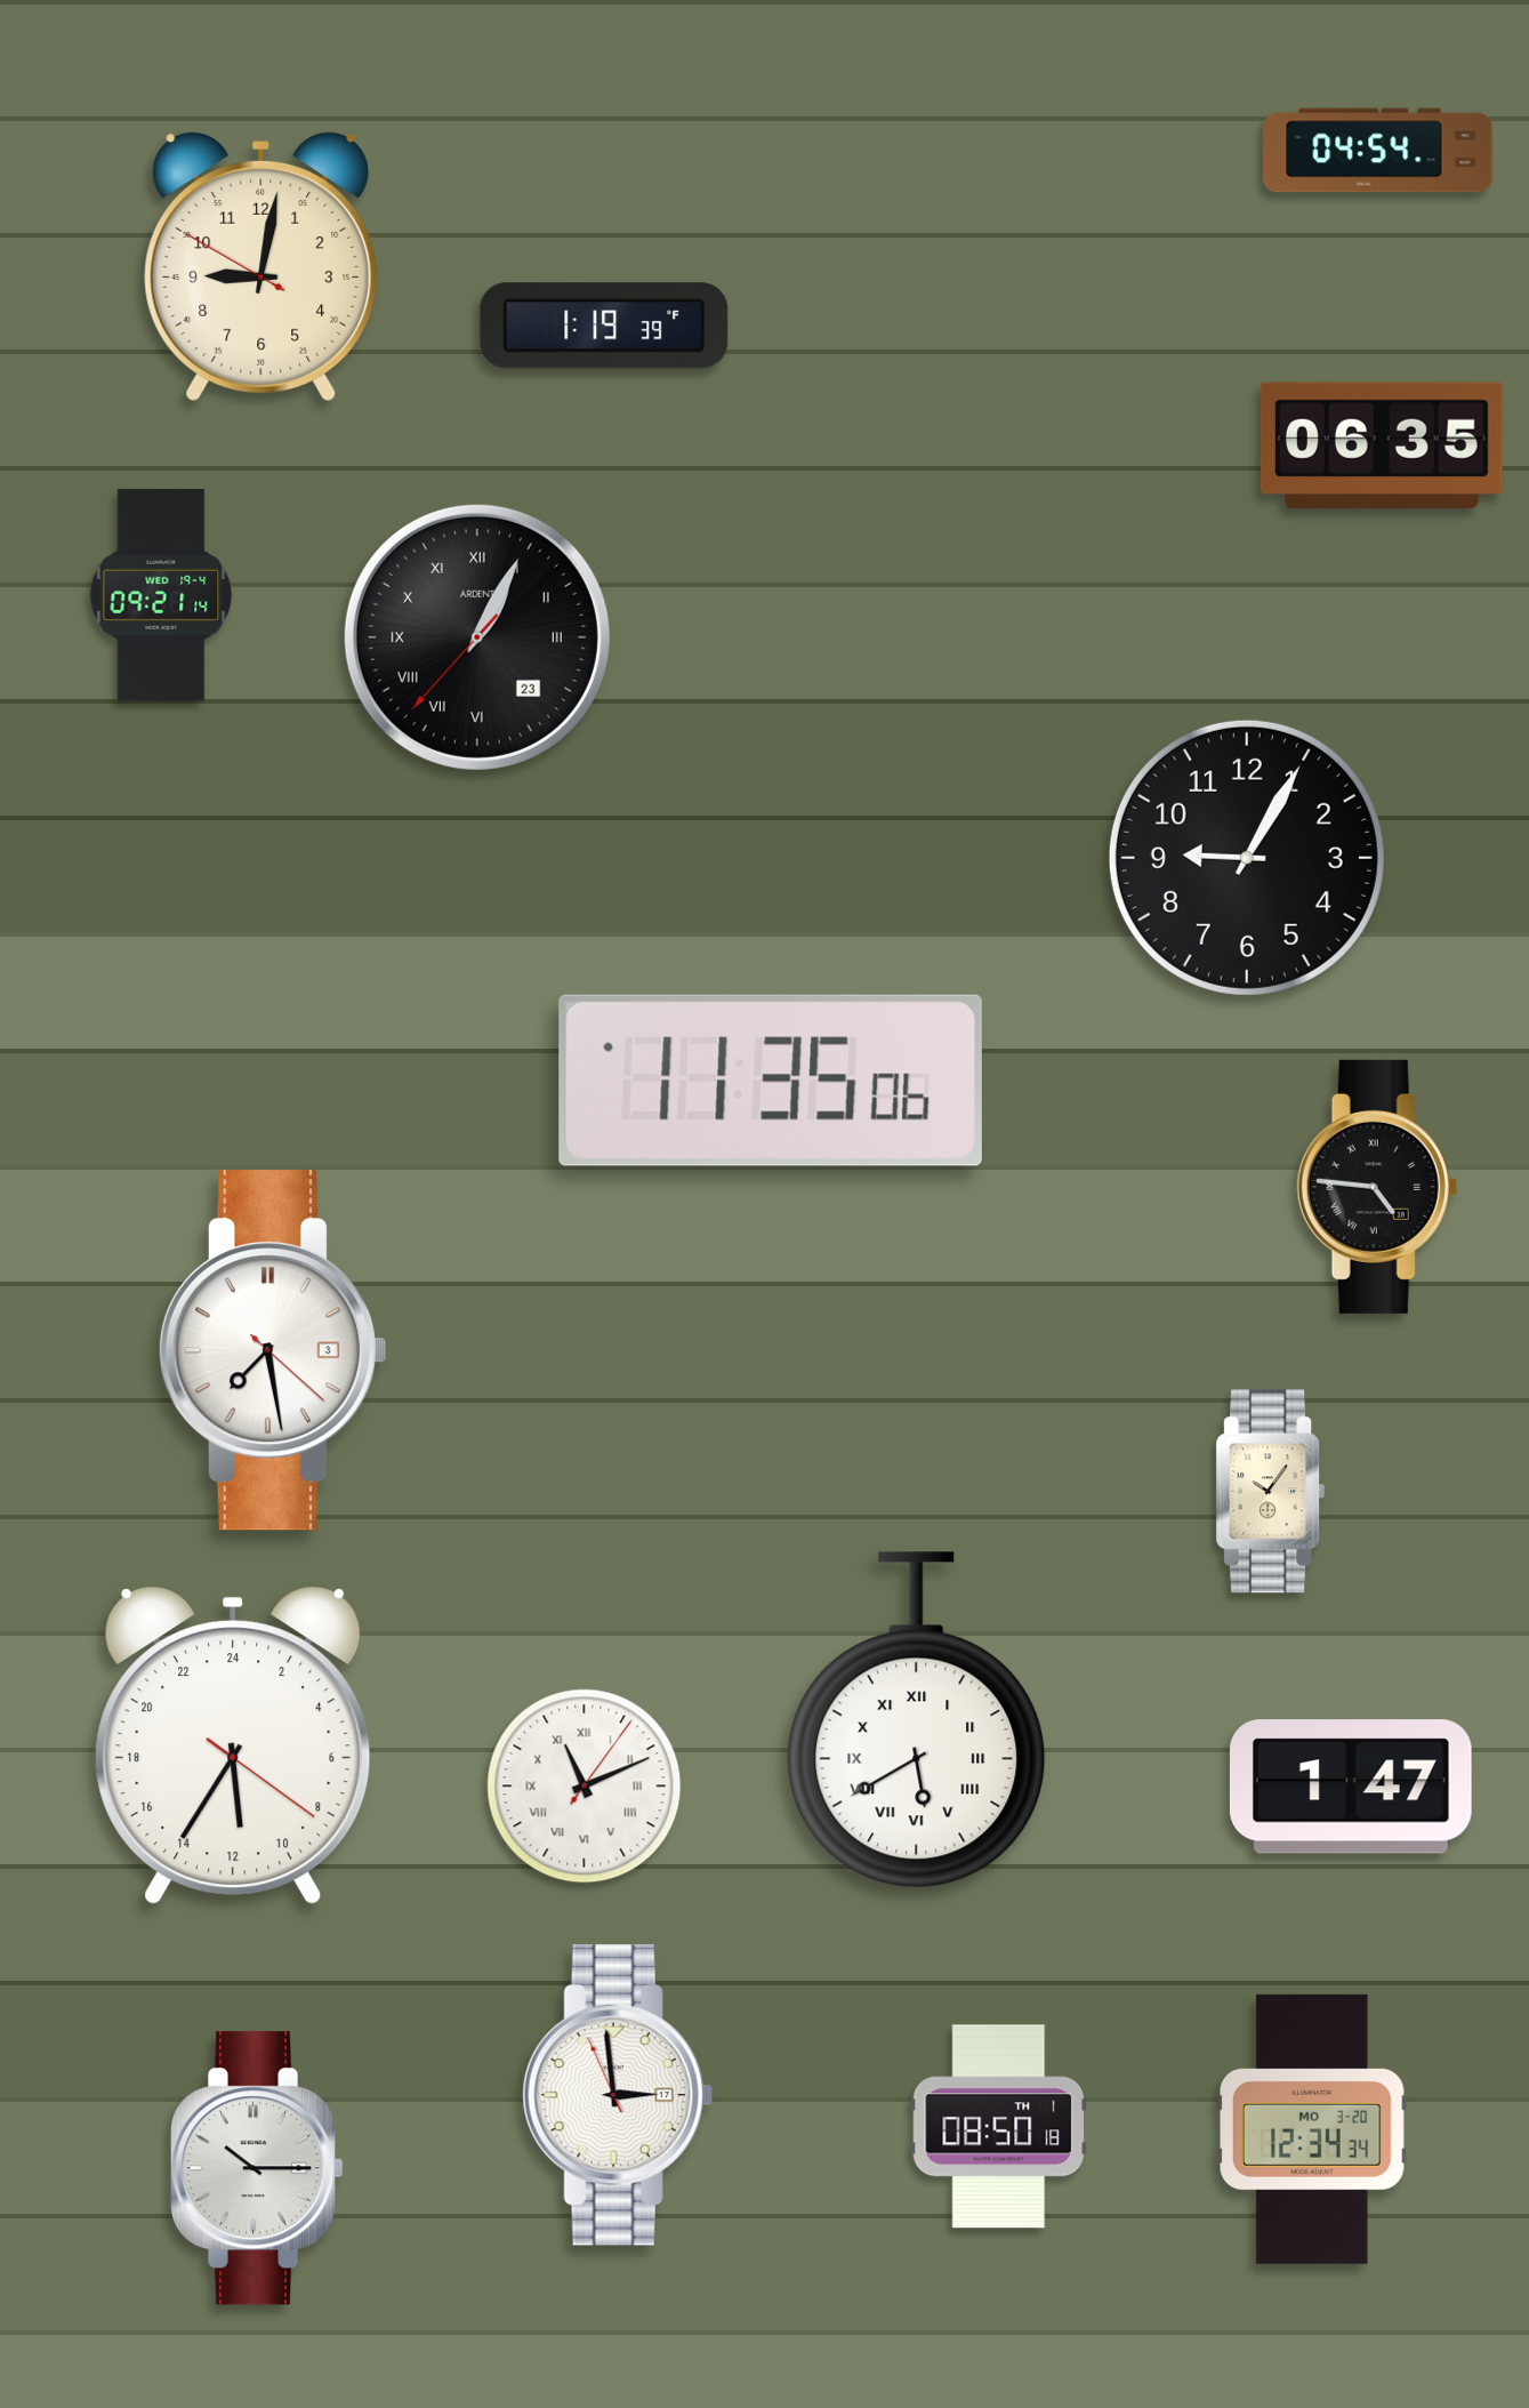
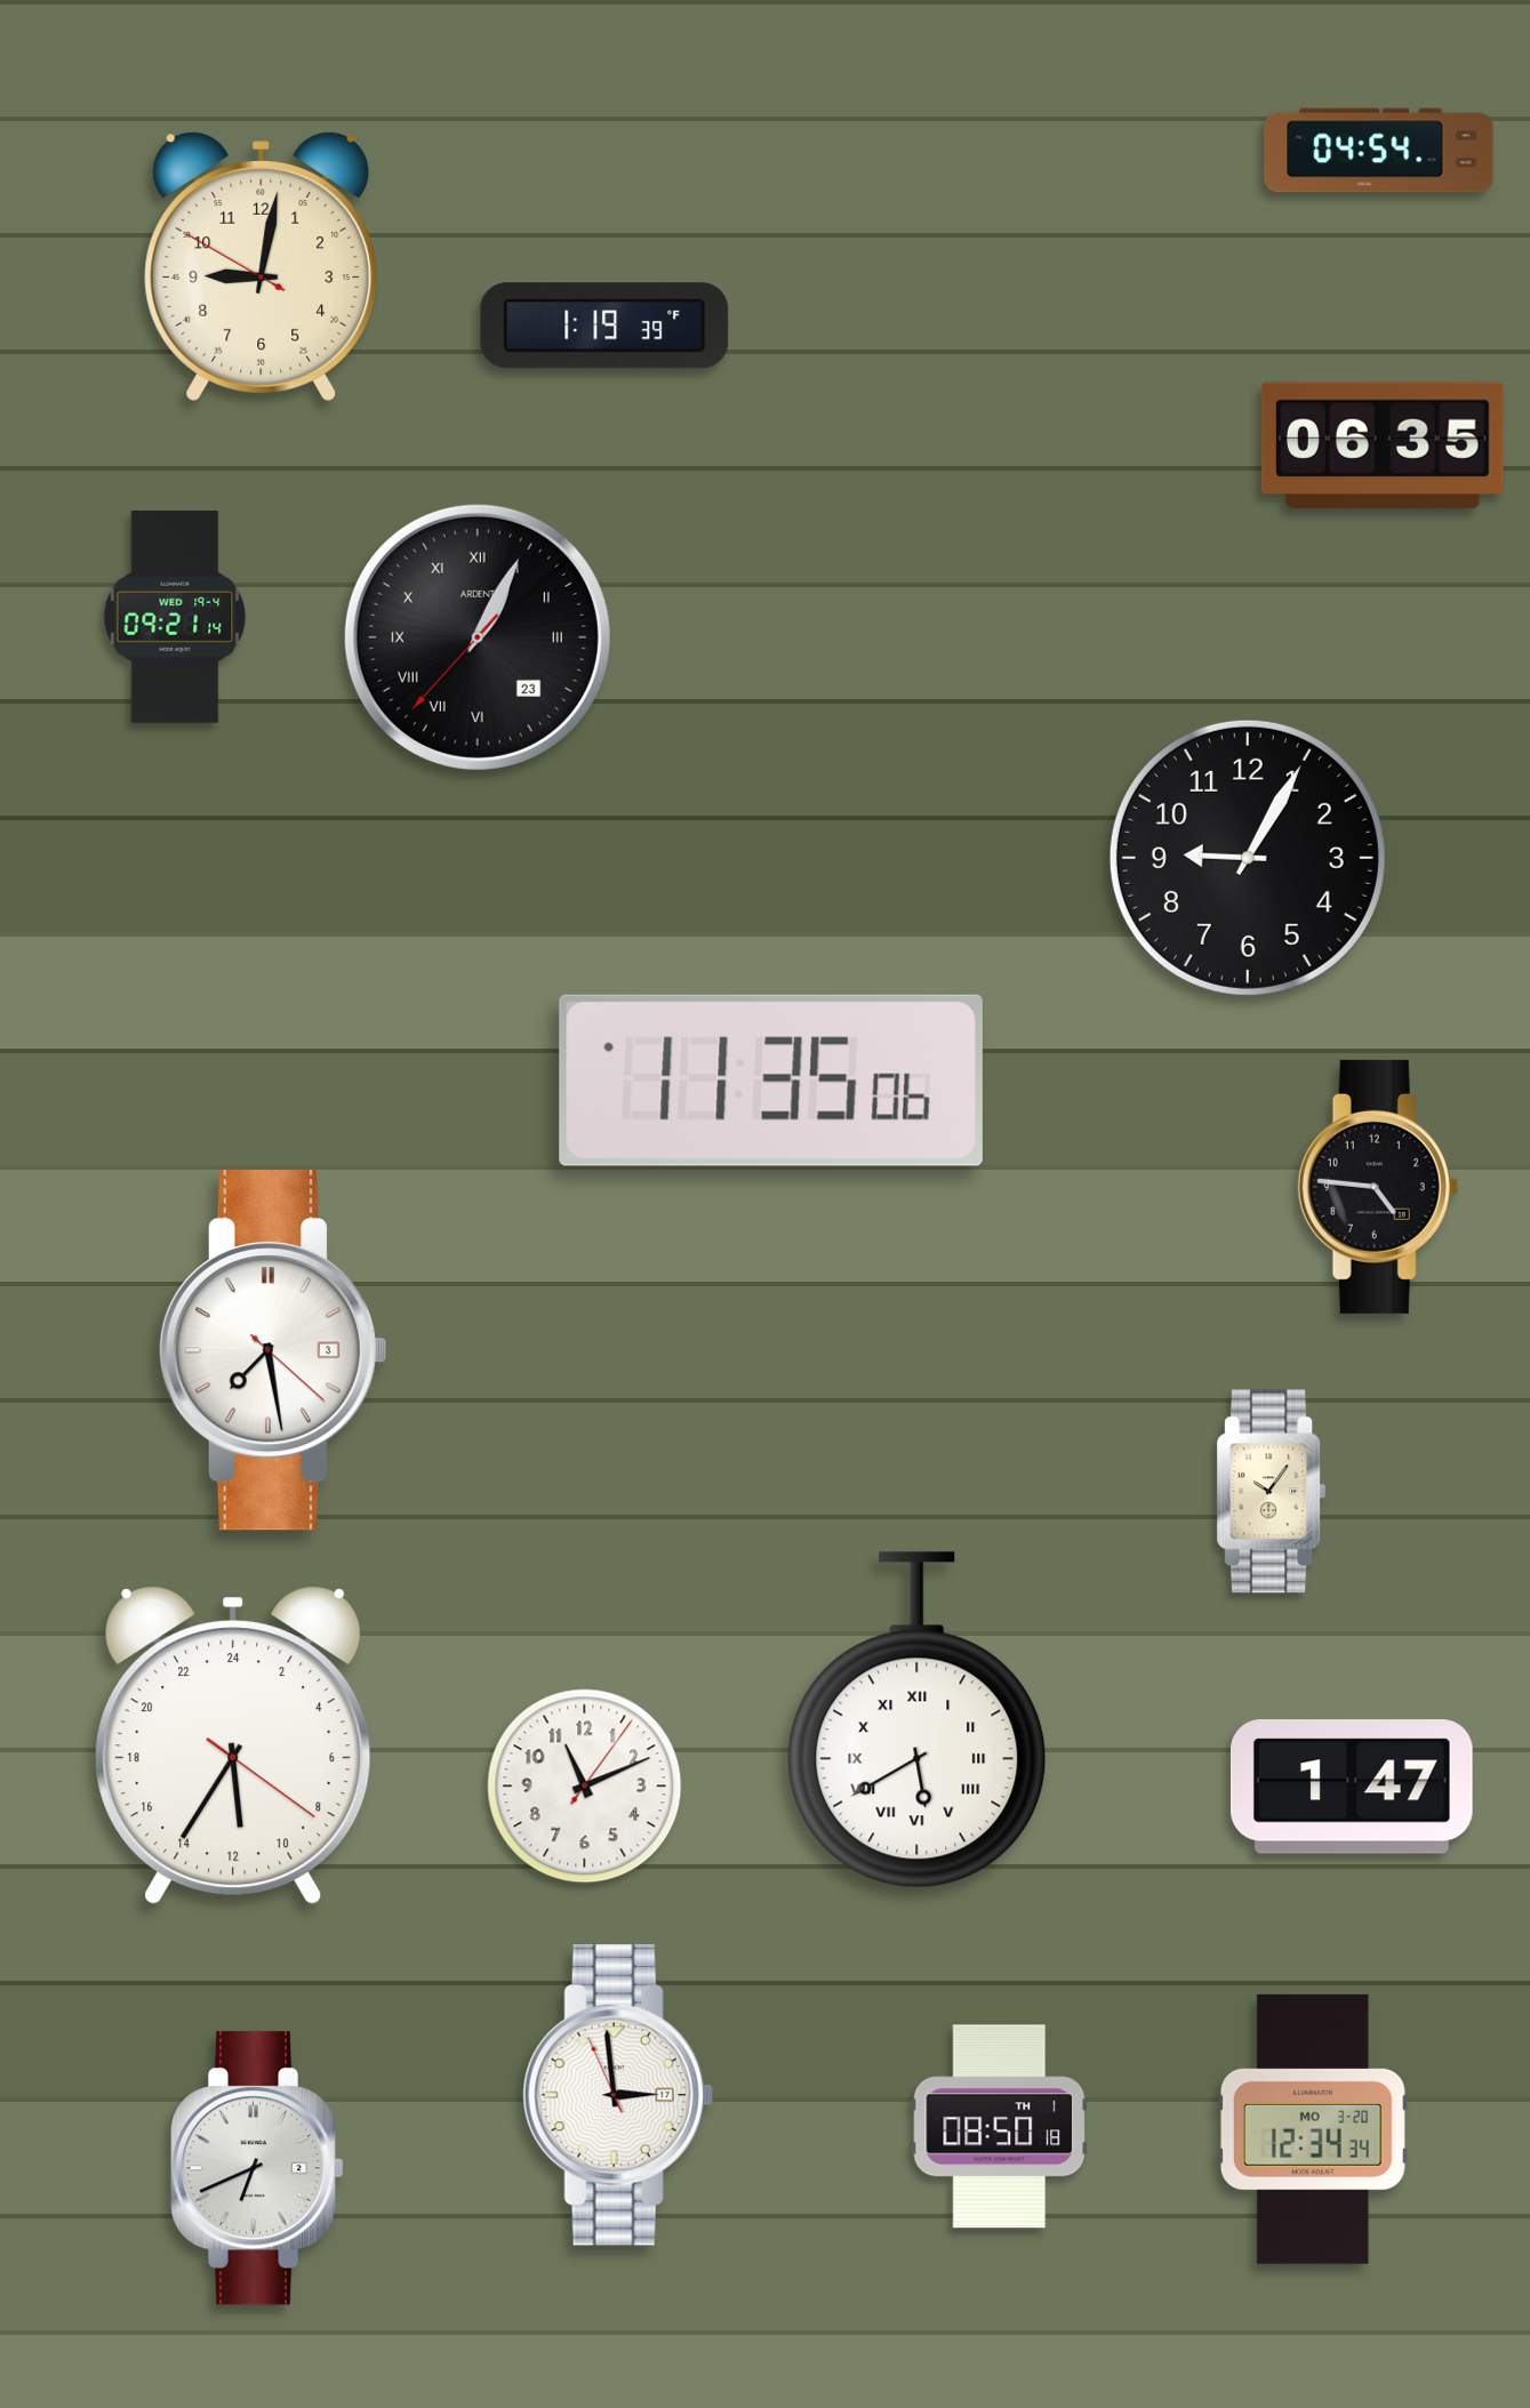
clock at (161, 595) position: (161, 595) -> (175, 617)
clock at (1377, 1187) numerals: Roman -> Arabic
clock at (585, 1787) numerals: Roman -> Arabic
clock at (257, 2168): 10:15 -> 6:41
